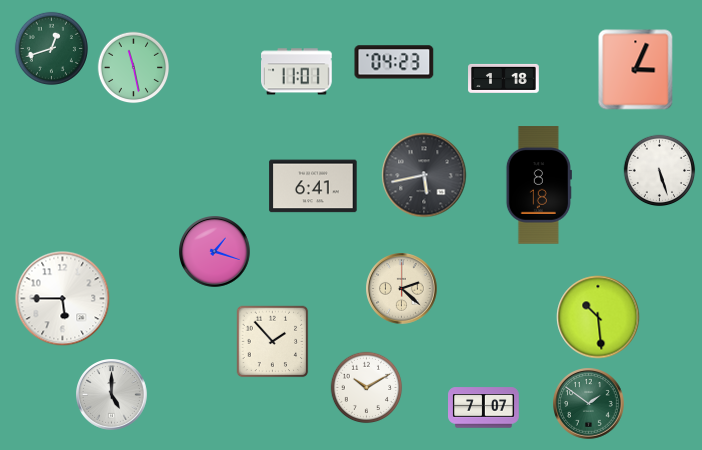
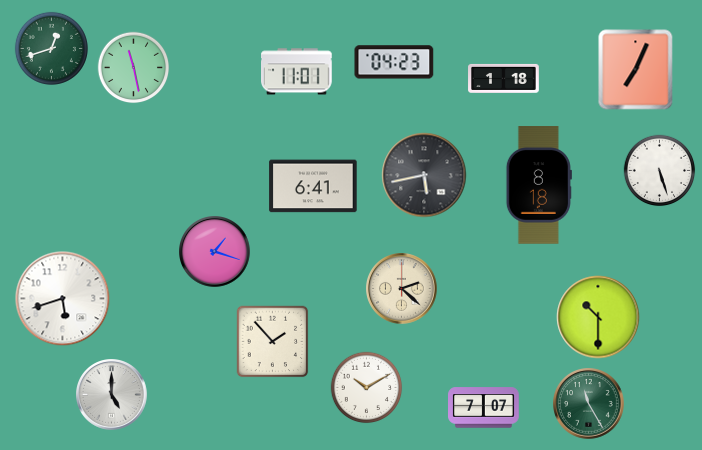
clock at (636, 70): 3:04 -> 7:04
clock at (63, 299): 5:45 -> 5:42
clock at (598, 317): 10:29 -> 10:30
clock at (589, 404): 1:51 -> 11:25
